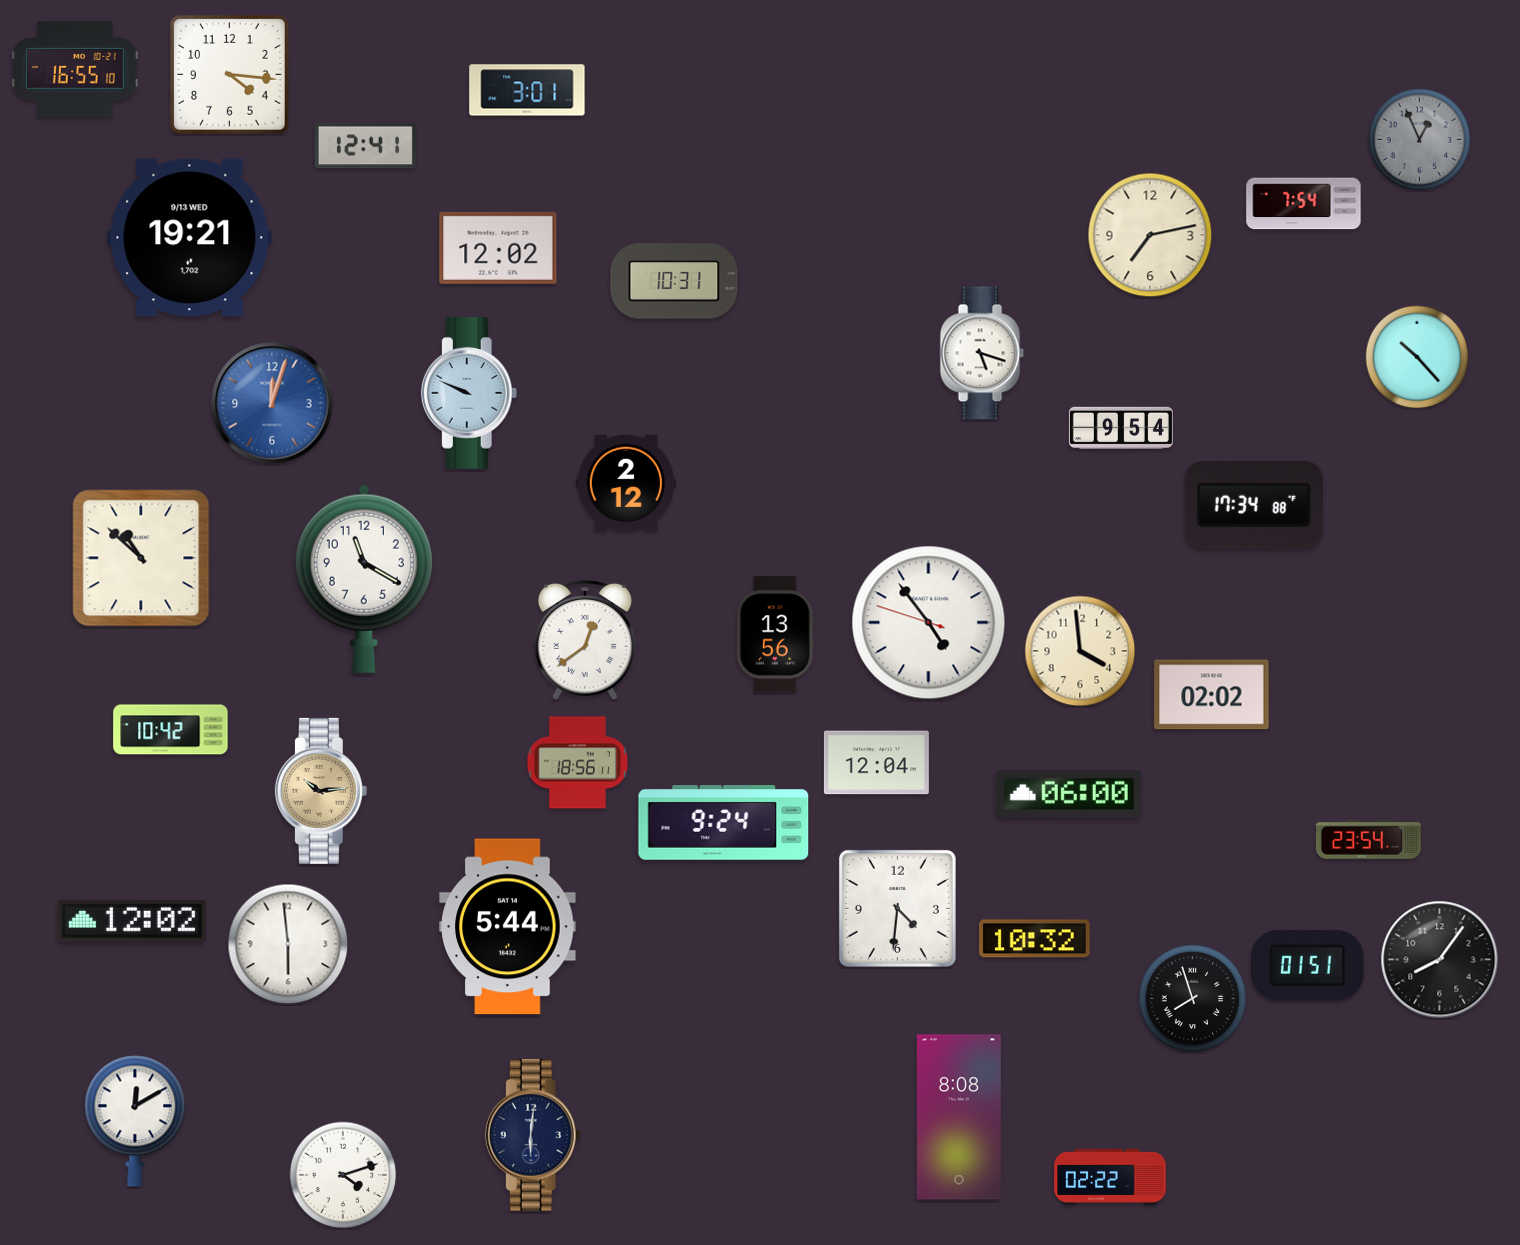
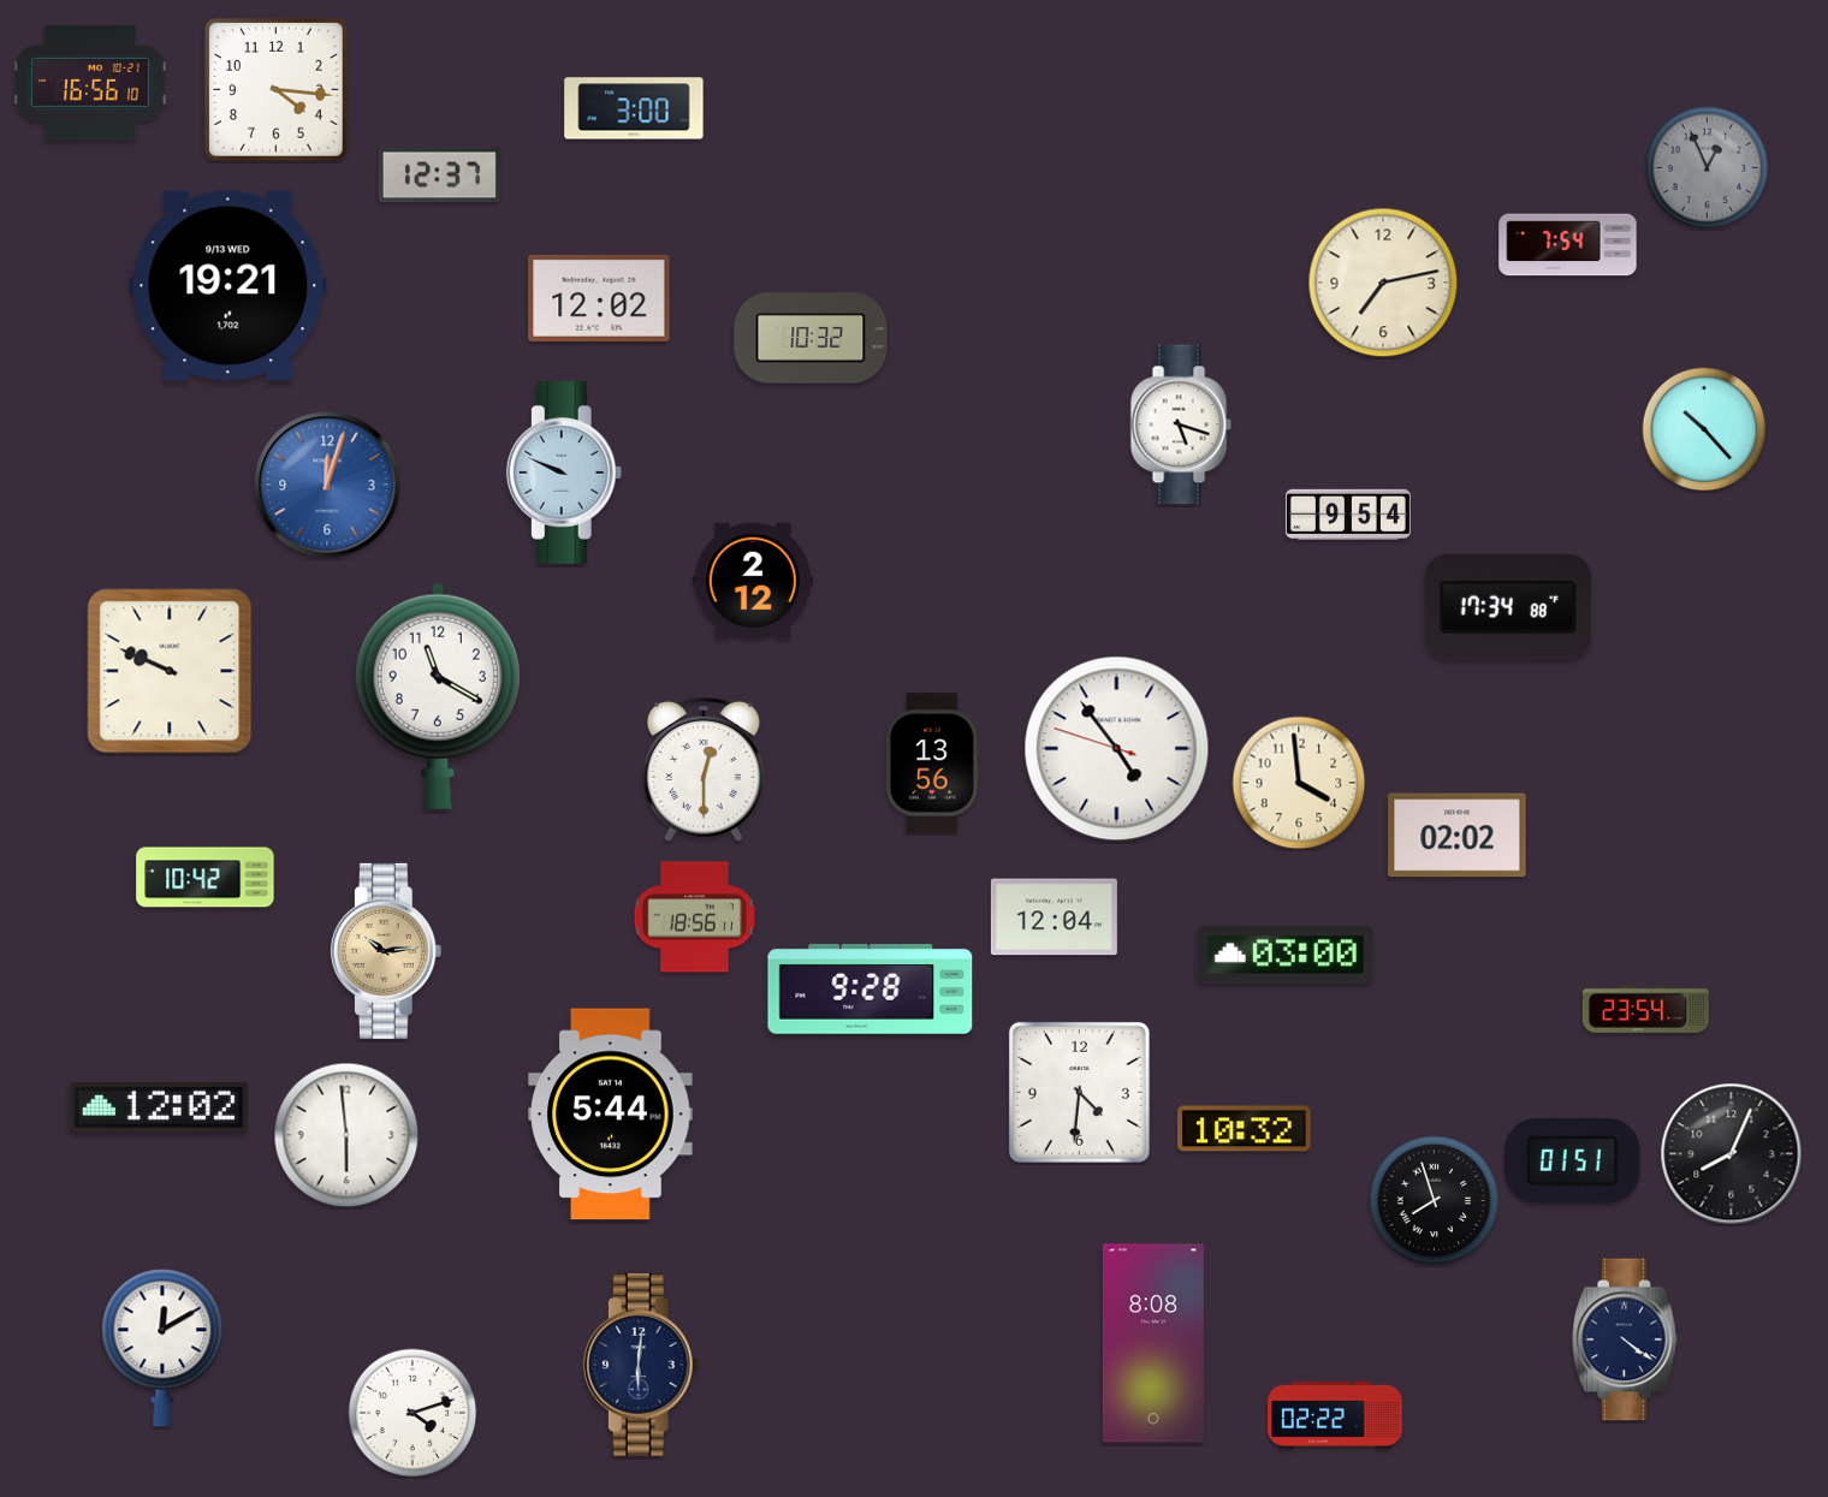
clock at (75, 69): 16:55 -> 16:56
clock at (527, 90): 3:01 -> 3:00
clock at (365, 146): 12:41 -> 12:37
clock at (674, 281): 10:31 -> 10:32
clock at (141, 558): 10:52 -> 9:49
clock at (585, 640): 12:39 -> 12:30
clock at (1069, 794): 06:00 -> 03:00
clock at (724, 823): 9:24 -> 9:28
clock at (1440, 960): 8:06 -> 8:04
clock at (1626, 1339): none -> 4:21
